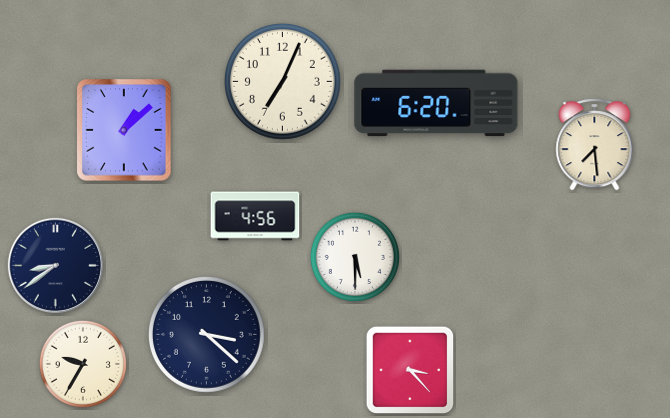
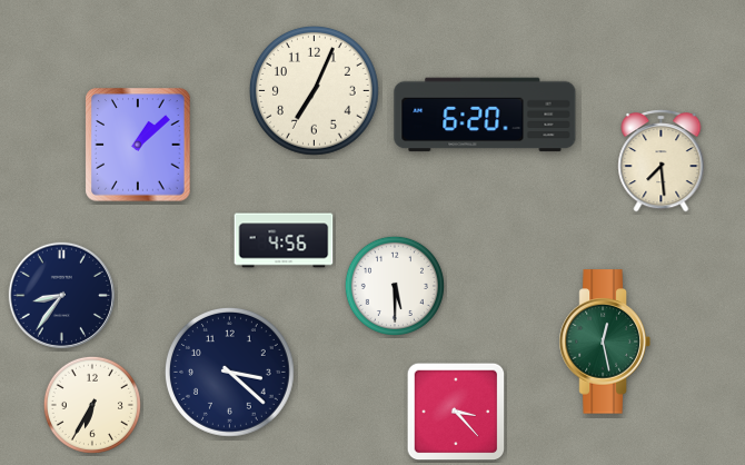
clock at (55, 265): 8:39 -> 8:36
clock at (605, 342): none -> 12:28
clock at (83, 364): 9:35 -> 6:35
